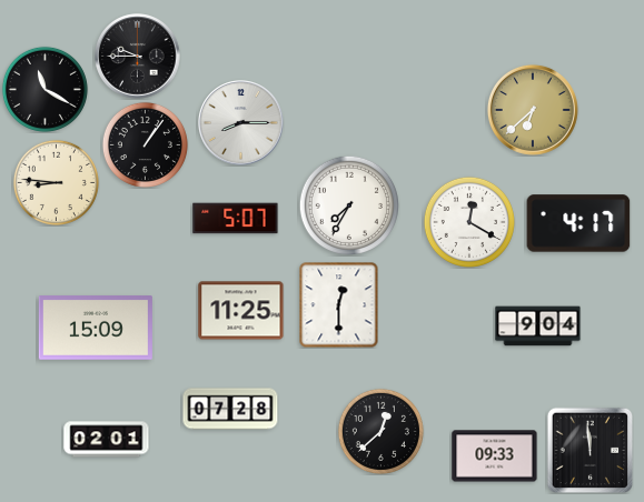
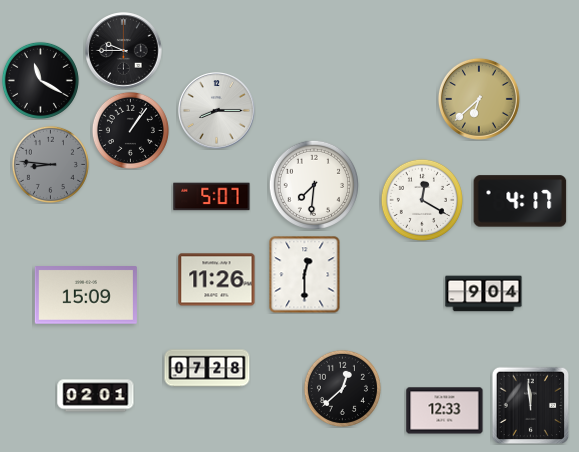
clock at (56, 182) dial: cream -> grey
clock at (348, 204): 7:35 -> 7:31
clock at (241, 311): 11:25 -> 11:26
clock at (495, 456): 09:33 -> 12:33
